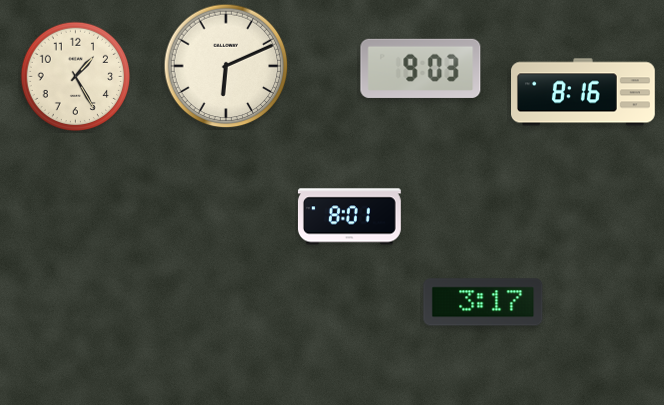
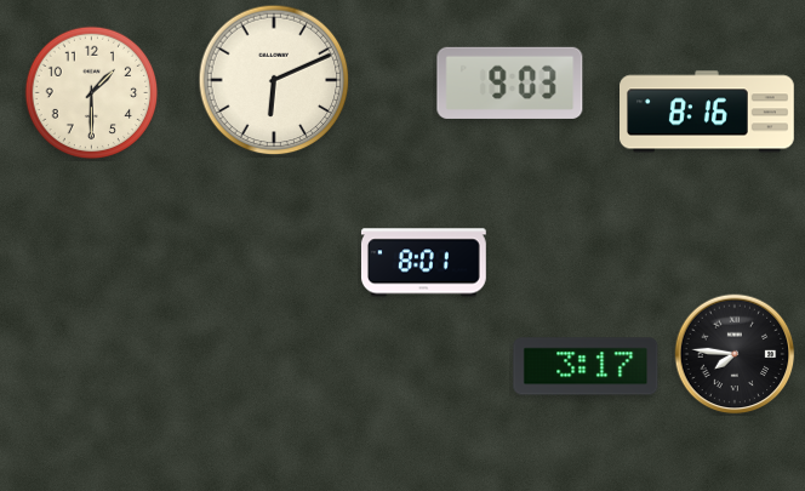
clock at (76, 77): 1:25 -> 1:30
clock at (735, 354): none -> 7:46
